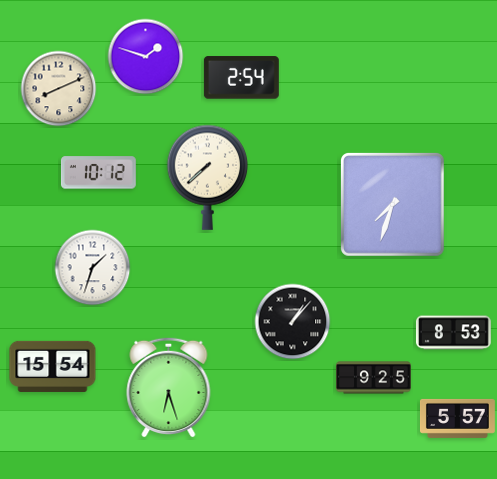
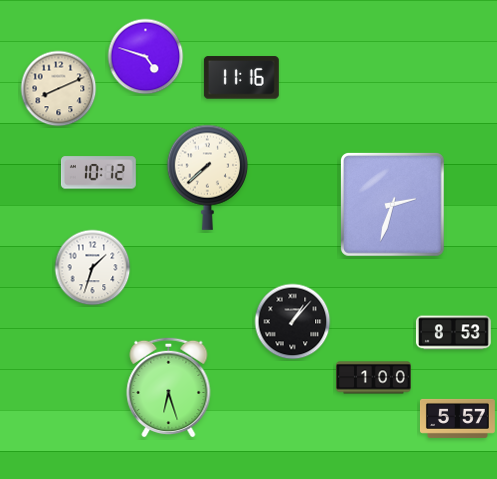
clock at (146, 57): 1:48 -> 4:48
clock at (241, 78): 2:54 -> 11:16
clock at (392, 204): 7:33 -> 2:33
clock at (53, 366): 15:54 -> none
clock at (374, 378): 9:25 -> 1:00
